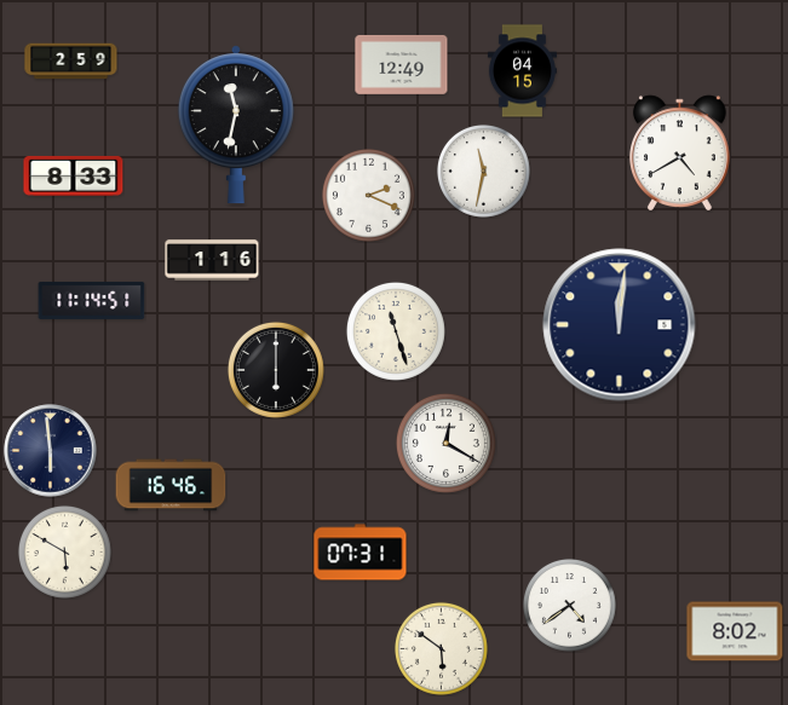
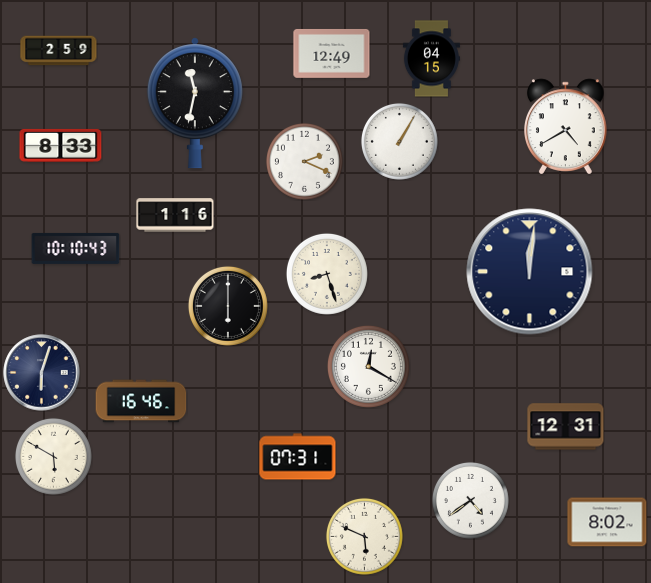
clock at (680, 154) position: (680, 154) -> (566, 127)
clock at (483, 171): 11:32 -> 1:05
clock at (92, 300): 11:14 -> 10:10
clock at (620, 325) position: (620, 325) -> (530, 272)
clock at (396, 331): 11:27 -> 8:27
clock at (51, 451): 5:59 -> 6:03
clock at (566, 427): none -> 12:31
clock at (441, 648): 5:51 -> 5:49
